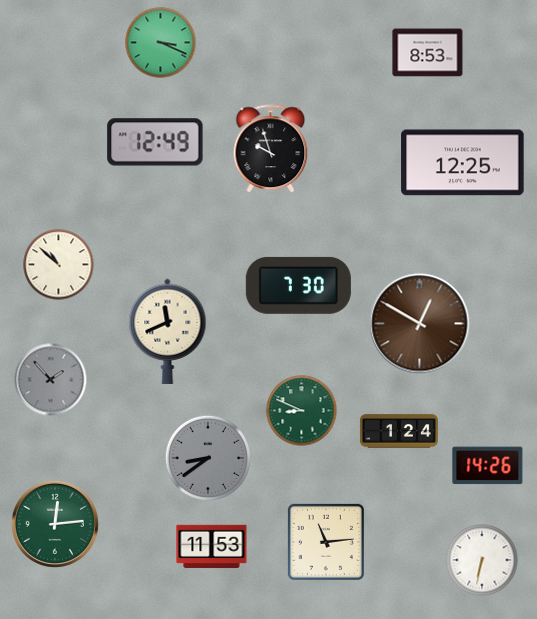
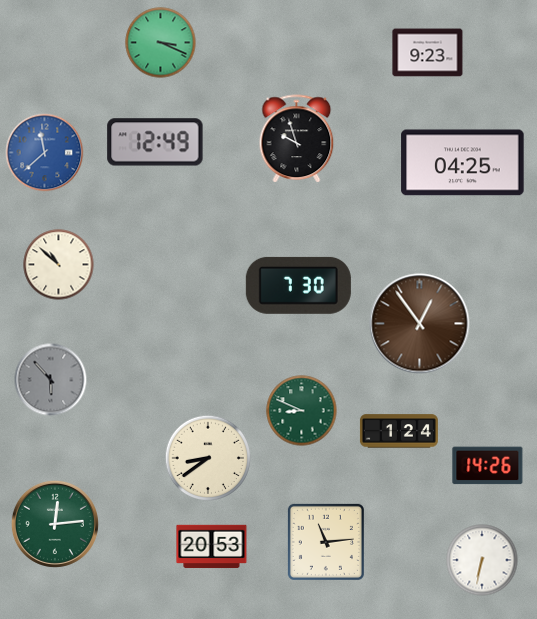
clock at (428, 53): 8:53 -> 9:23
clock at (271, 148) position: (271, 148) -> (297, 138)
clock at (45, 153): none -> 11:38
clock at (463, 163): 12:25 -> 04:25
clock at (420, 324): 12:50 -> 12:54
clock at (168, 331): 11:41 -> none
clock at (51, 380): 1:53 -> 5:53
clock at (208, 458) dial: grey -> cream
clock at (212, 547): 11:53 -> 20:53
